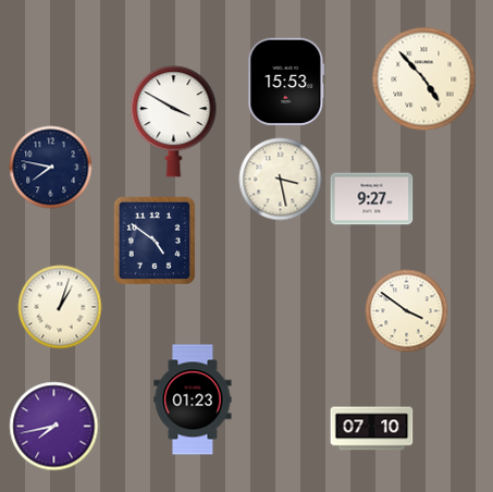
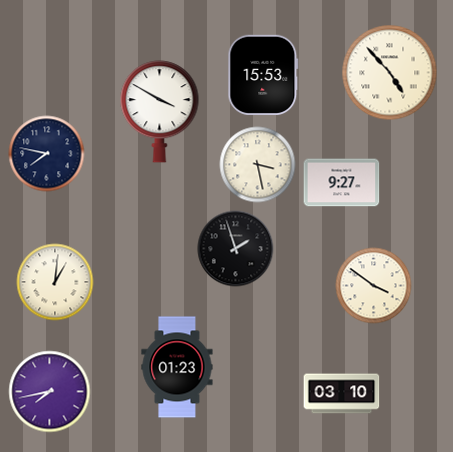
clock at (153, 239): 4:51 -> none
clock at (236, 249): none -> 1:57
clock at (60, 307): 1:03 -> 1:01
clock at (372, 429): 07:10 -> 03:10
